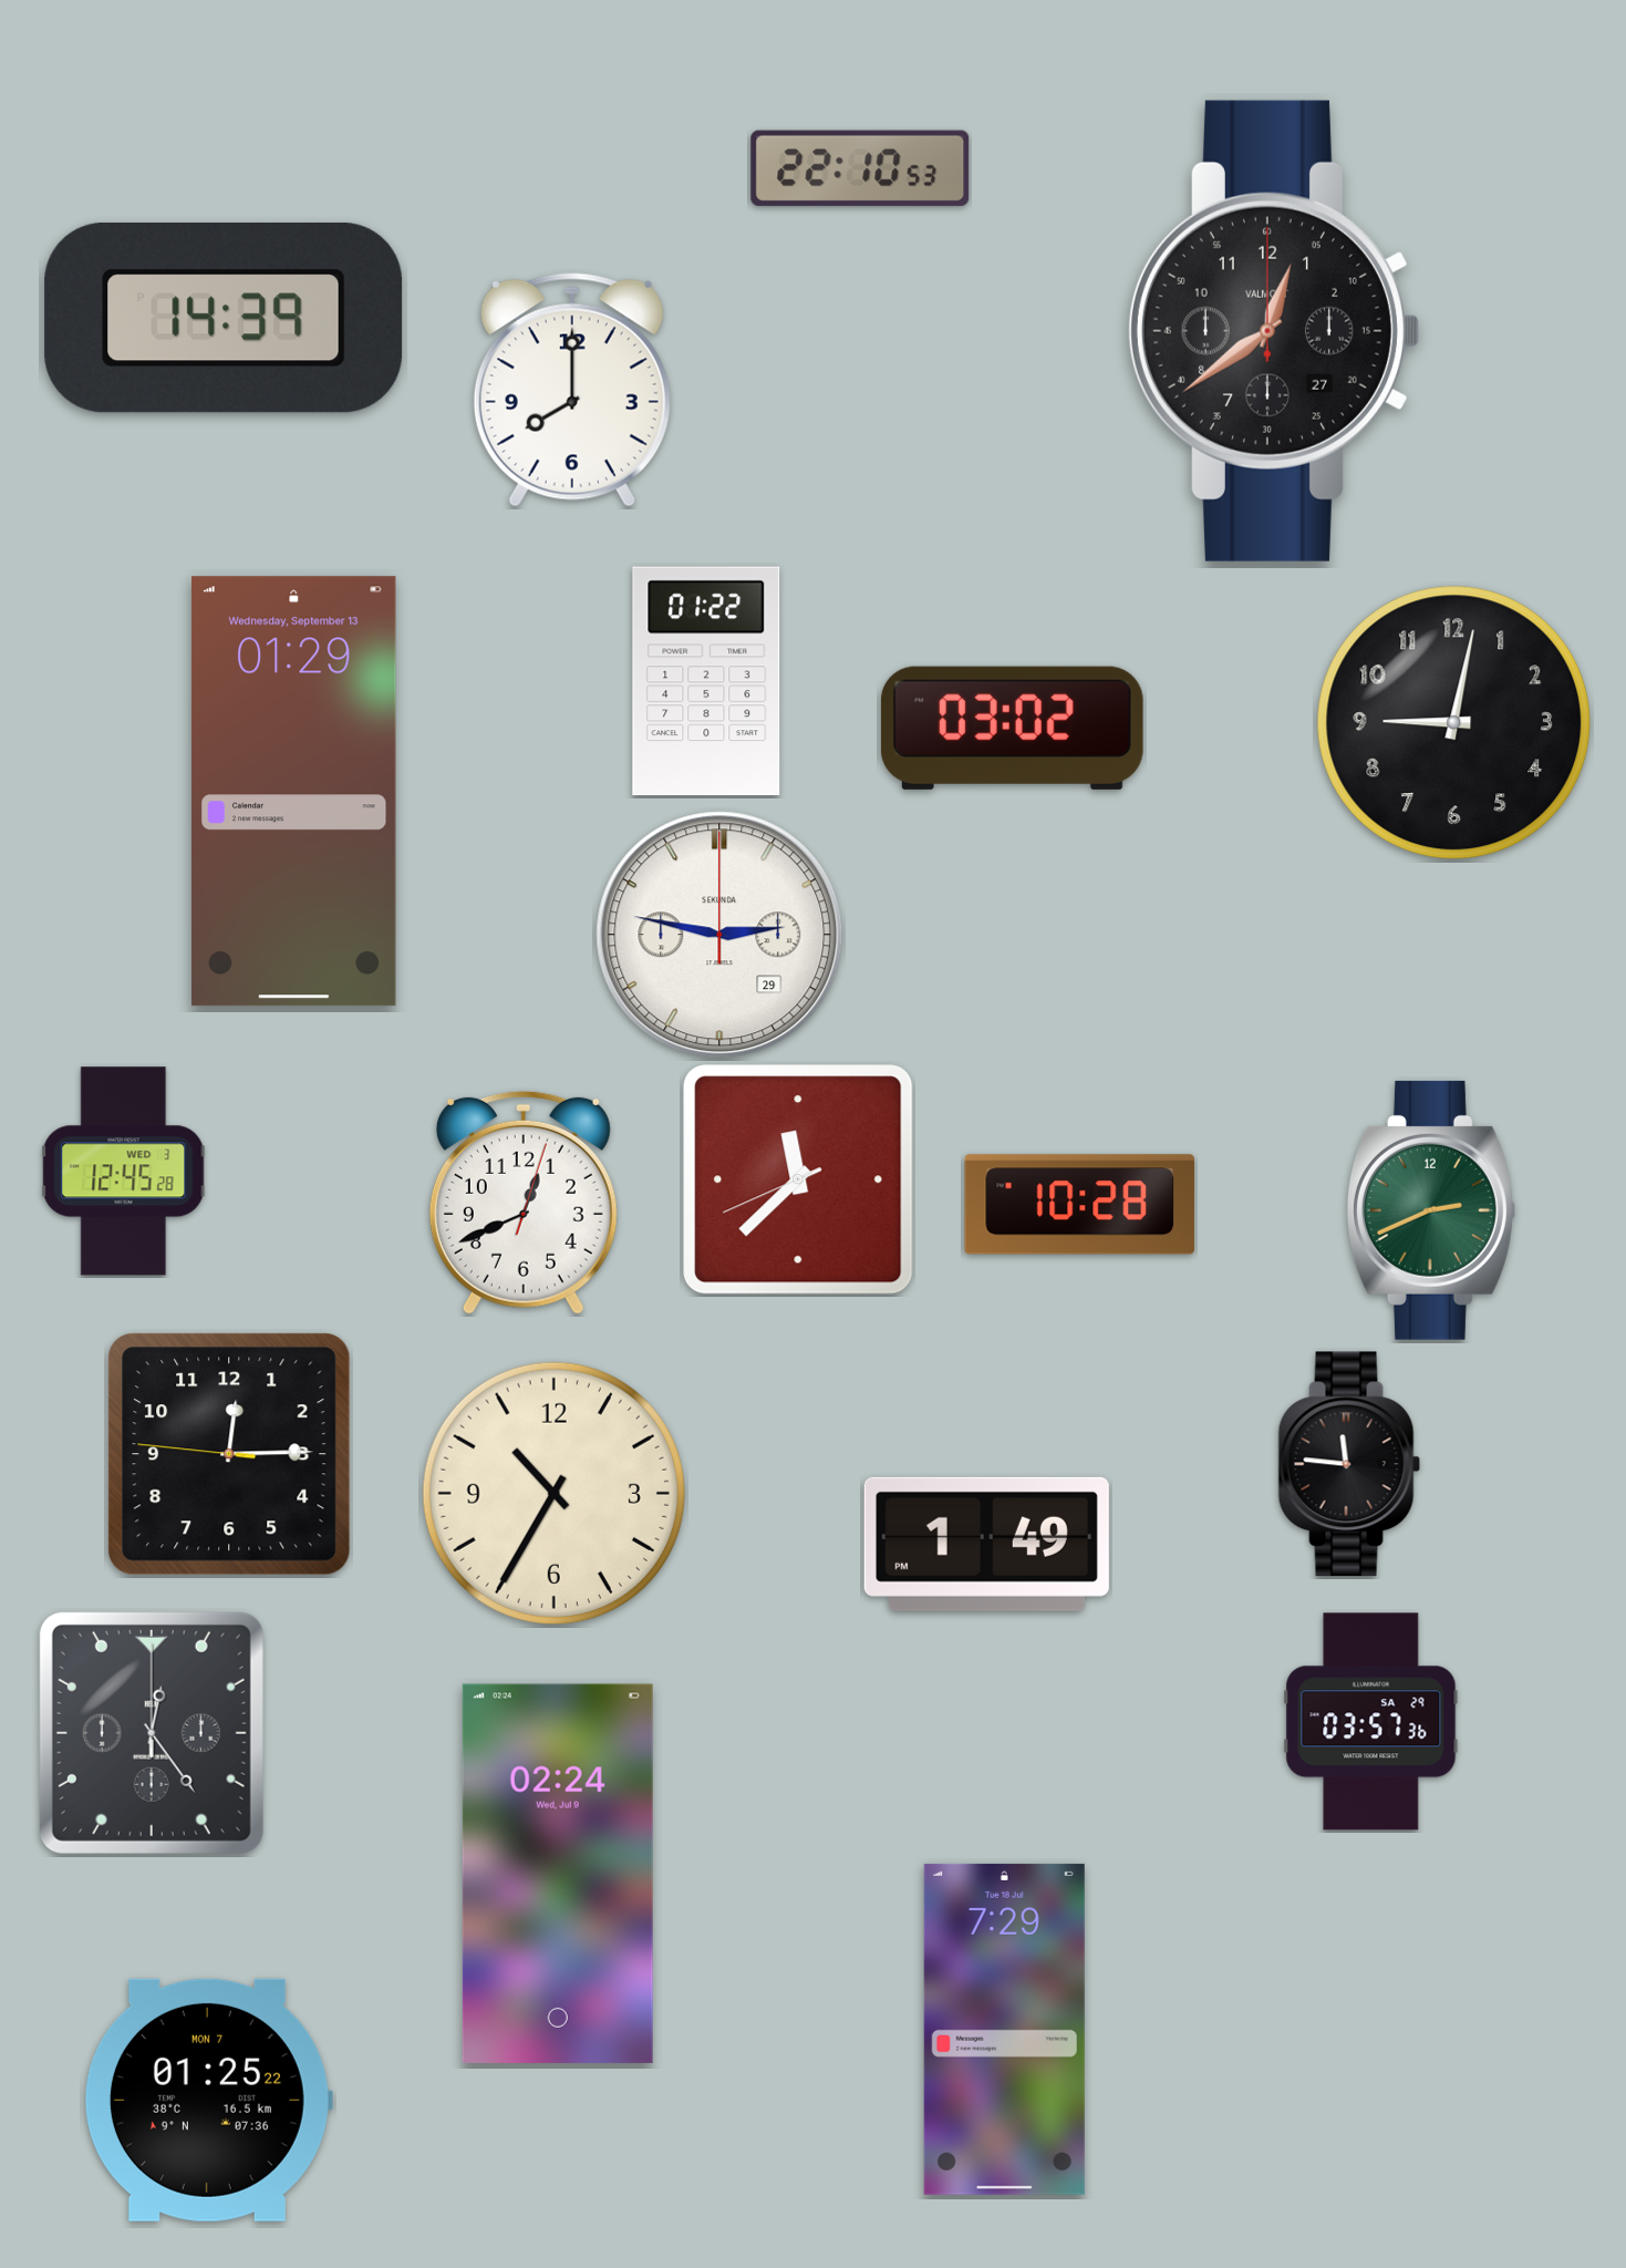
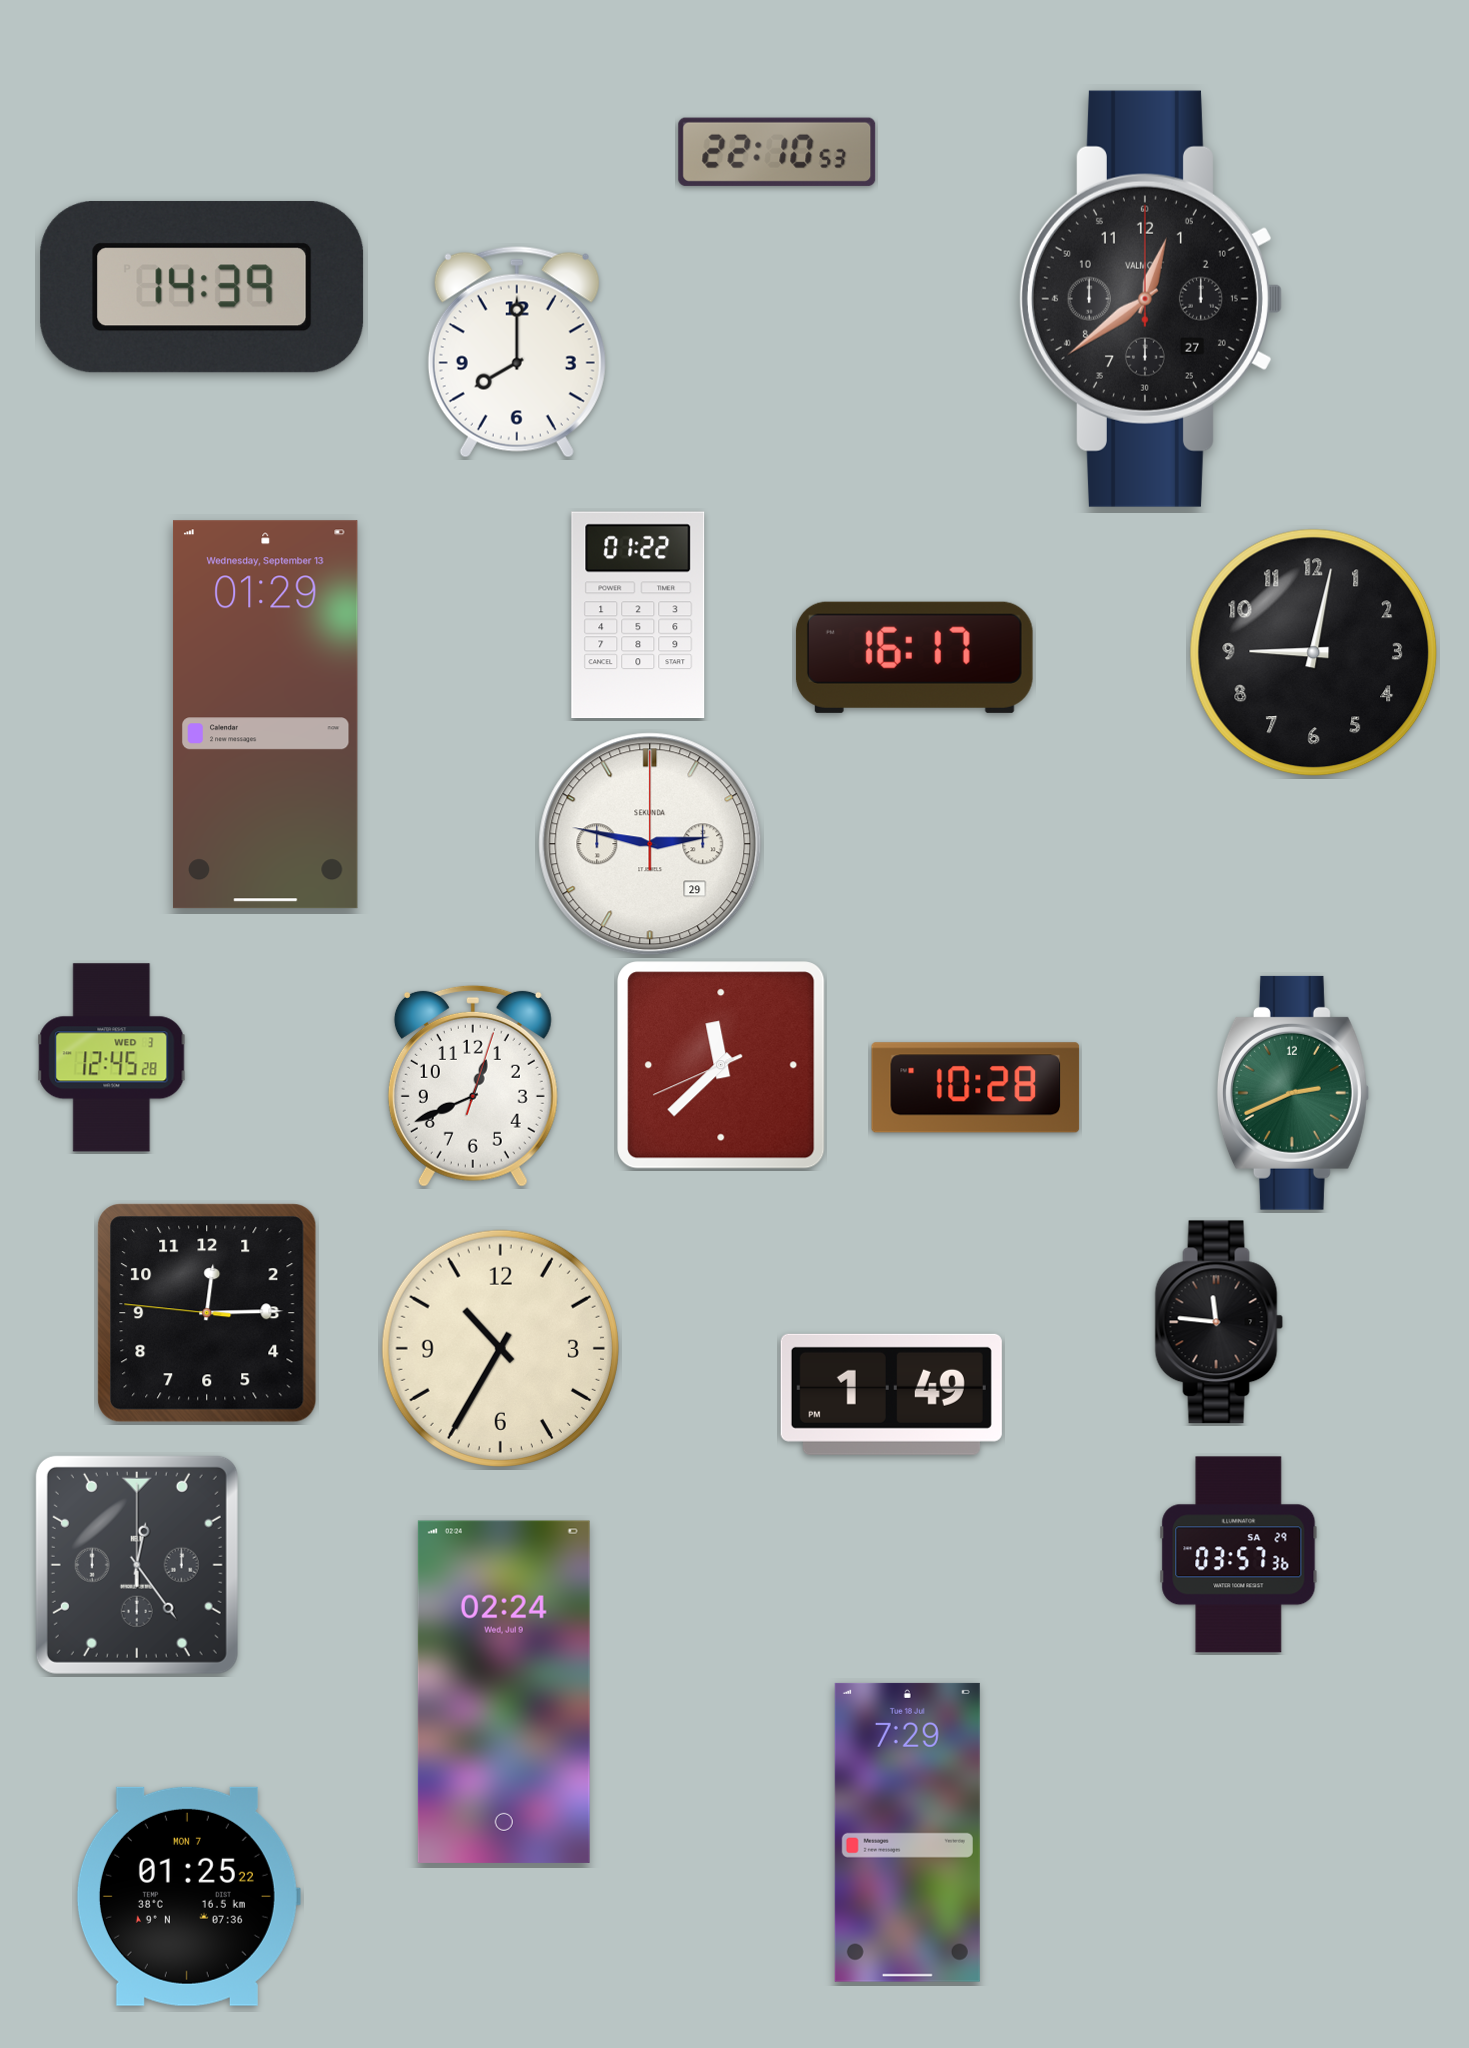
clock at (1012, 728): 03:02 -> 16:17
